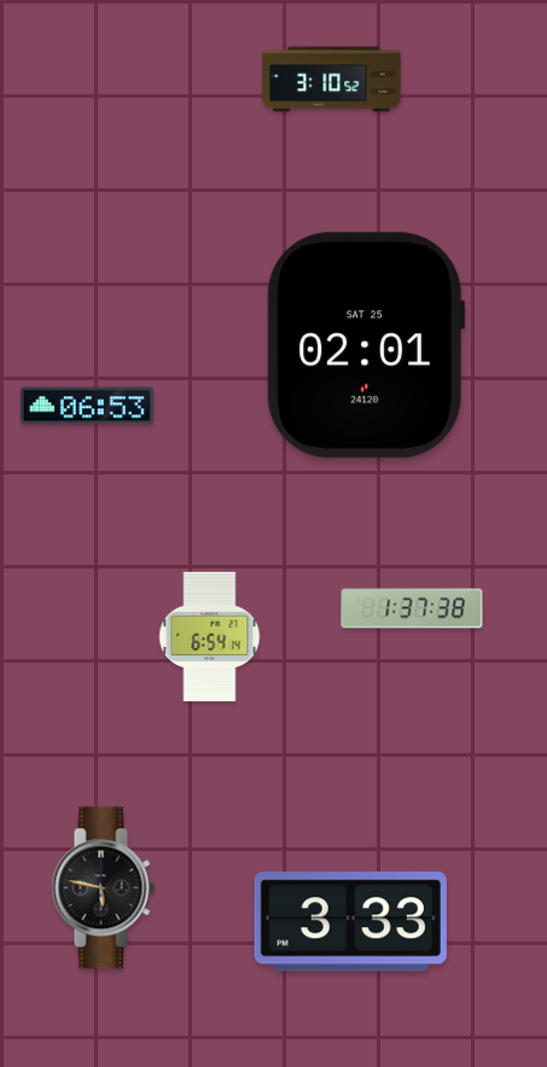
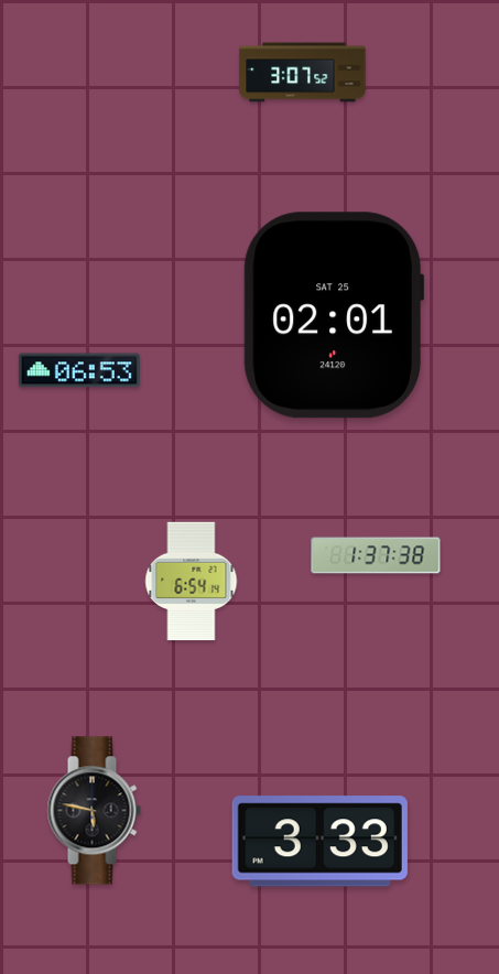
clock at (332, 80): 3:10 -> 3:07
